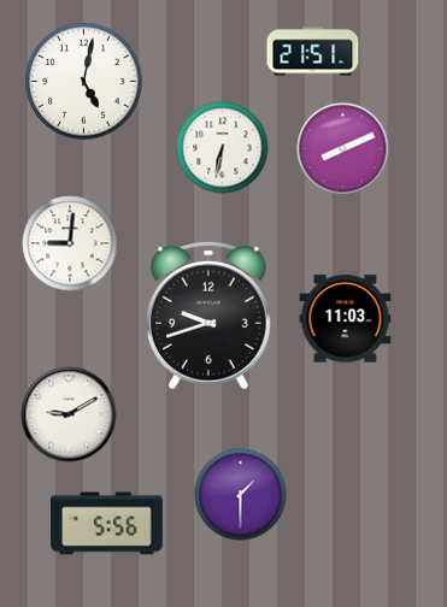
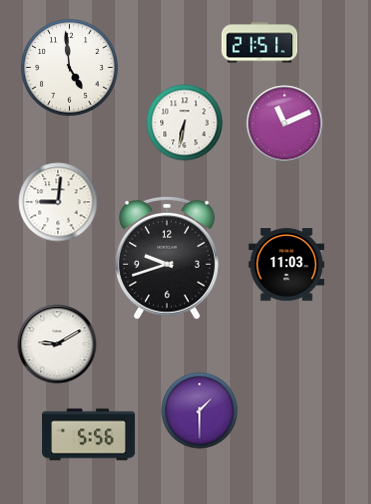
clock at (84, 82): 5:02 -> 4:59
clock at (343, 149): 8:11 -> 11:11
clock at (210, 316) position: (210, 316) -> (168, 258)
